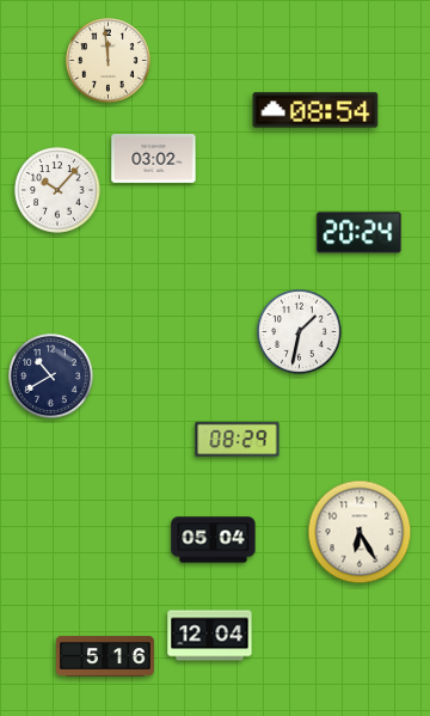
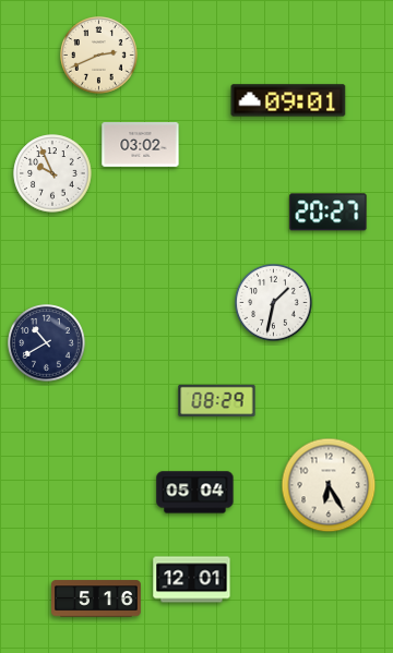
clock at (109, 61): 11:59 -> 2:41
clock at (315, 110): 08:54 -> 09:01
clock at (57, 190): 10:07 -> 9:56
clock at (360, 233): 20:24 -> 20:27
clock at (210, 636): 12:04 -> 12:01
